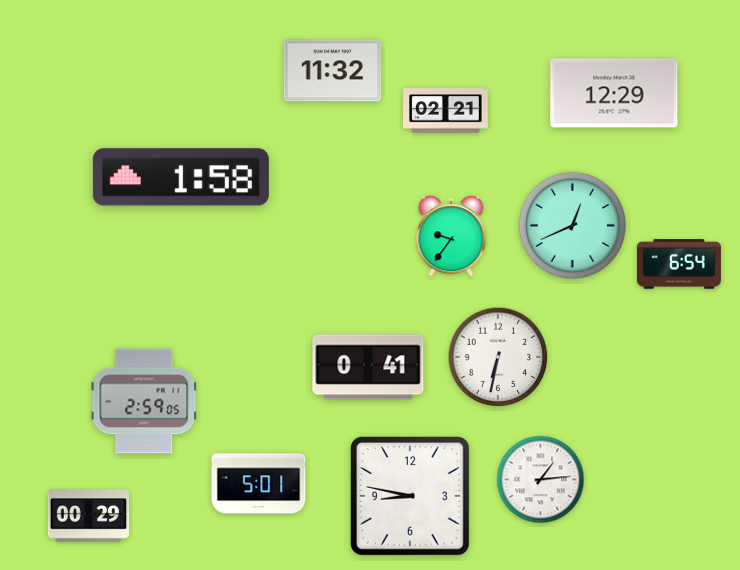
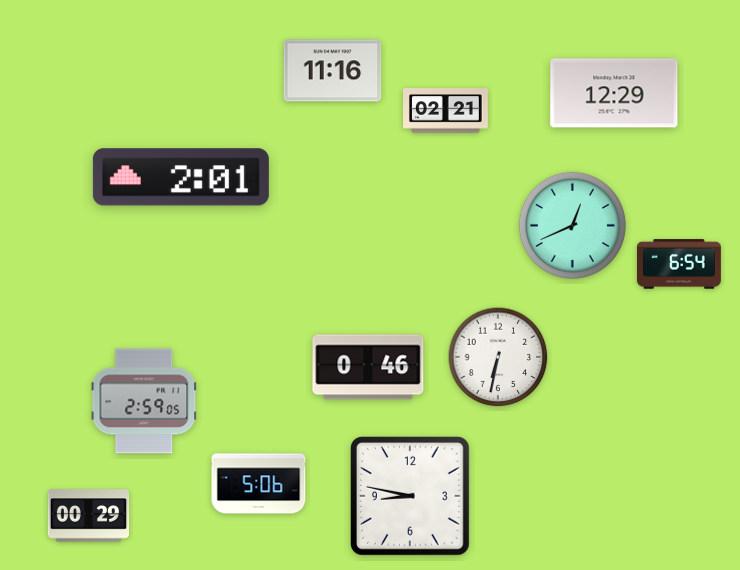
clock at (333, 71): 11:32 -> 11:16
clock at (181, 177): 1:58 -> 2:01
clock at (451, 236): 9:36 -> none
clock at (368, 367): 0:41 -> 0:46
clock at (541, 480): 1:14 -> none
clock at (259, 484): 5:01 -> 5:06
